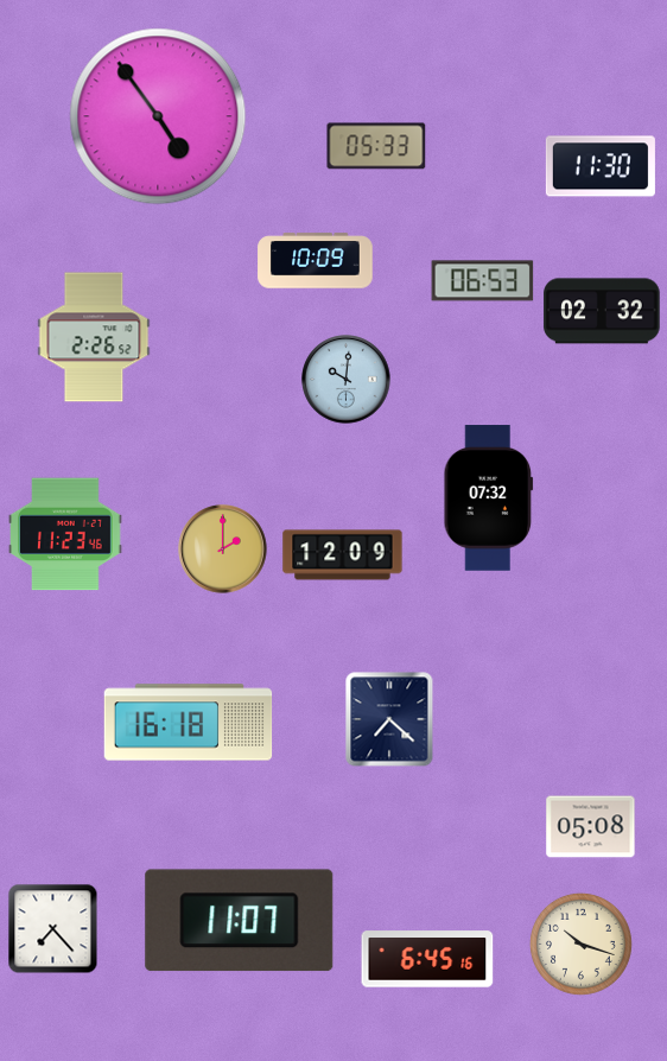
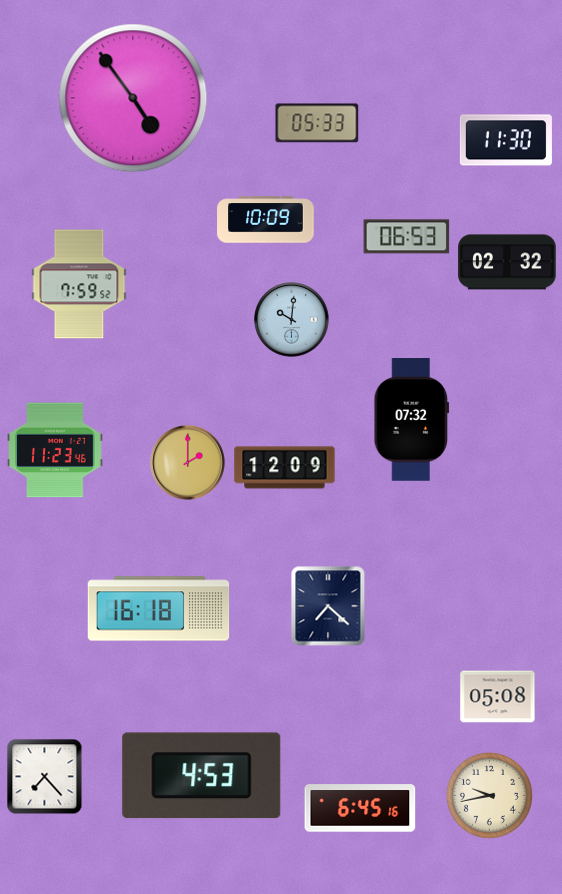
clock at (94, 337): 2:26 -> 7:59
clock at (343, 555) position: (343, 555) -> (285, 468)
clock at (240, 921): 11:07 -> 4:53
clock at (53, 929) position: (53, 929) -> (45, 777)
clock at (580, 944): 10:18 -> 9:43
